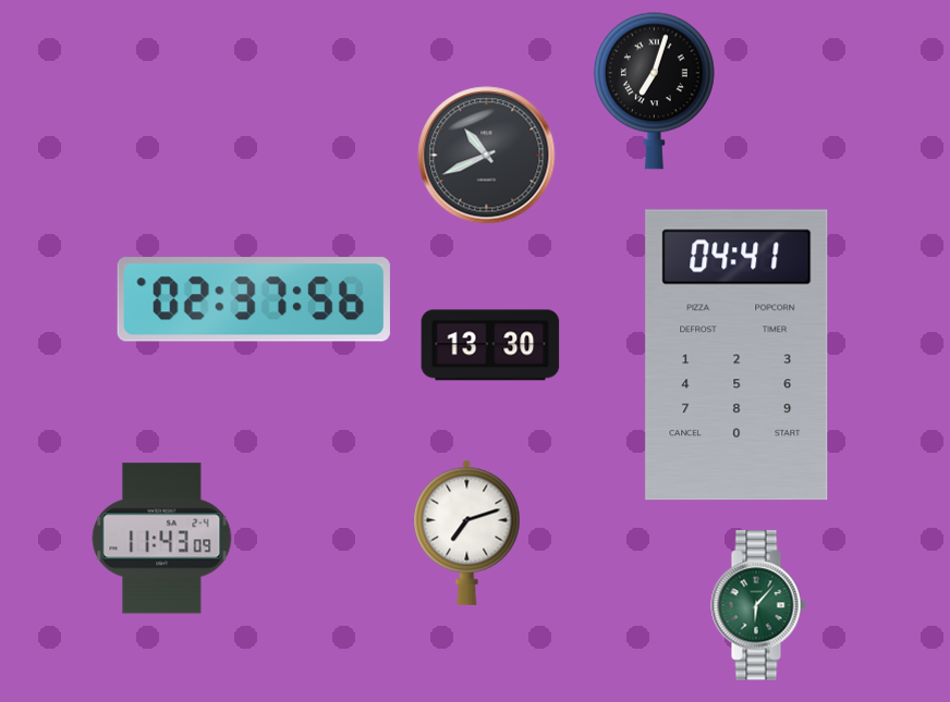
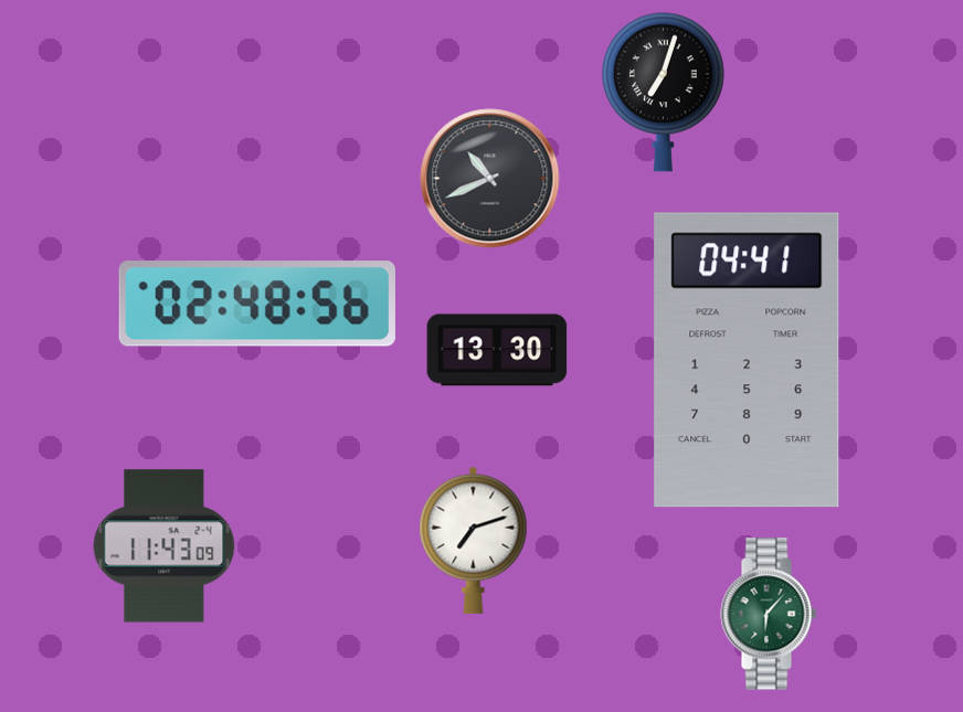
clock at (487, 156) position: (487, 156) -> (490, 179)
clock at (254, 299): 02:37 -> 02:48
